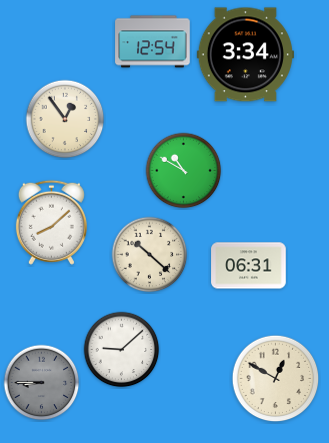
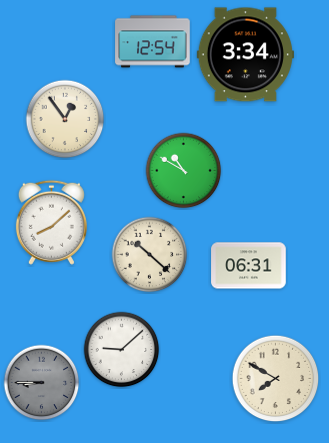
clock at (276, 379): 12:50 -> 7:50
